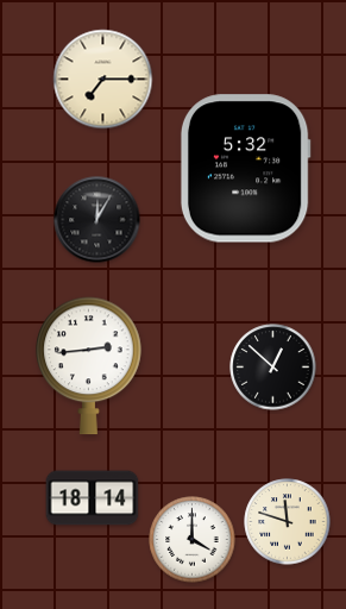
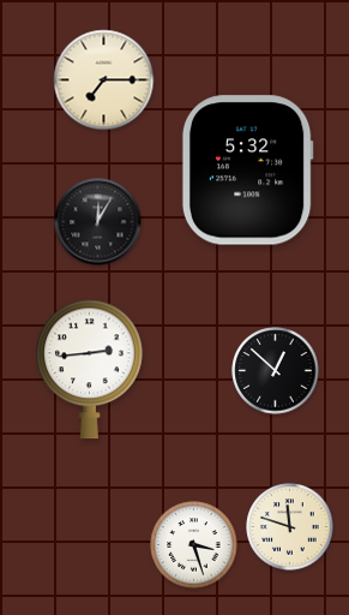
clock at (93, 498): 18:14 -> none
clock at (193, 540): 4:00 -> 3:27
